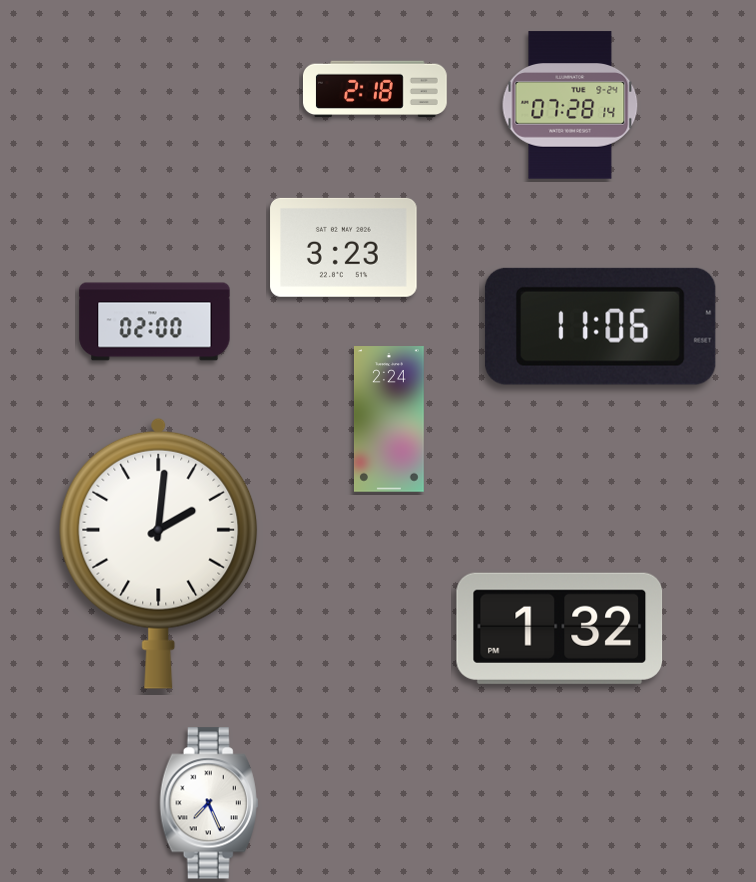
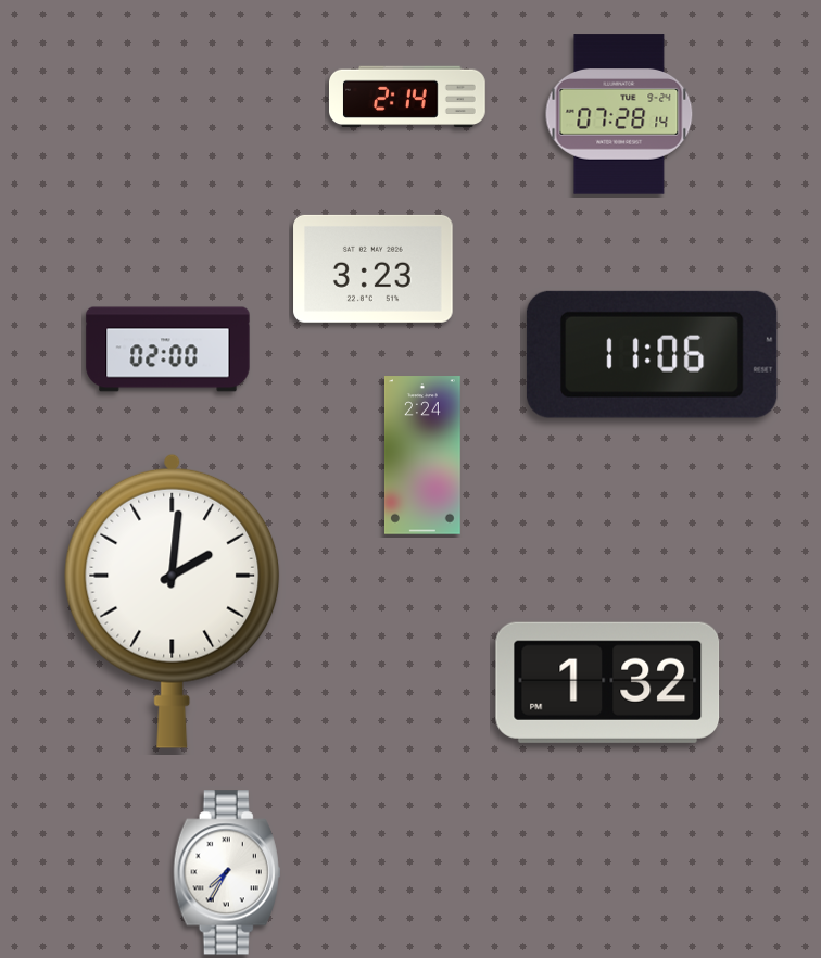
clock at (375, 89): 2:18 -> 2:14
clock at (209, 803): 7:26 -> 7:35
